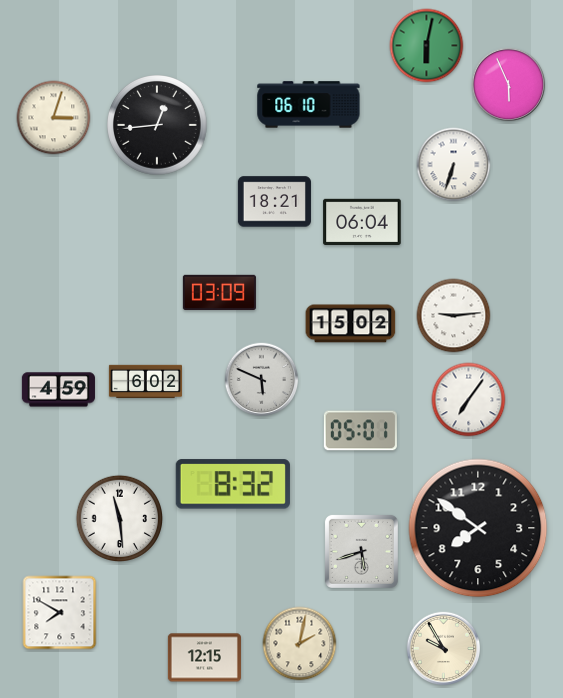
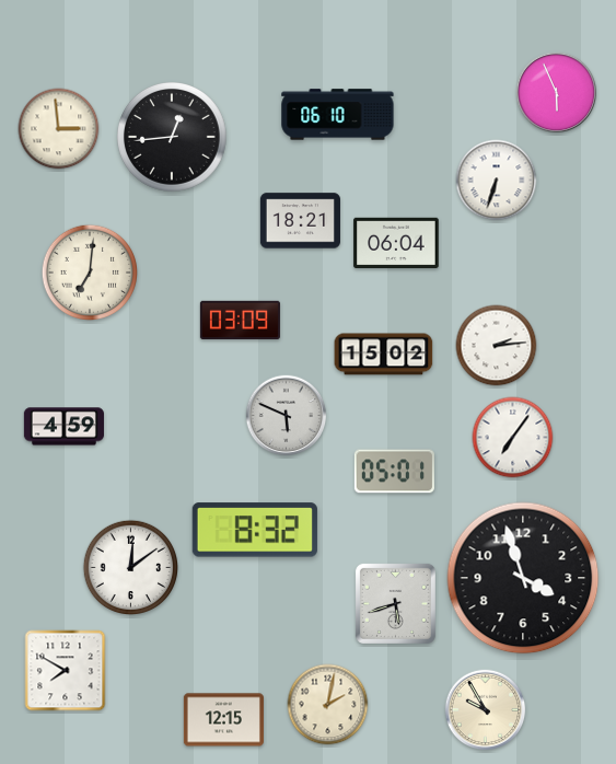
clock at (427, 46): 6:02 -> none
clock at (54, 118): 3:03 -> 2:59
clock at (89, 271): none -> 7:01
clock at (454, 316): 9:14 -> 2:14
clock at (145, 382): 6:02 -> none
clock at (120, 519): 11:29 -> 12:09
clock at (478, 528): 7:51 -> 3:57
